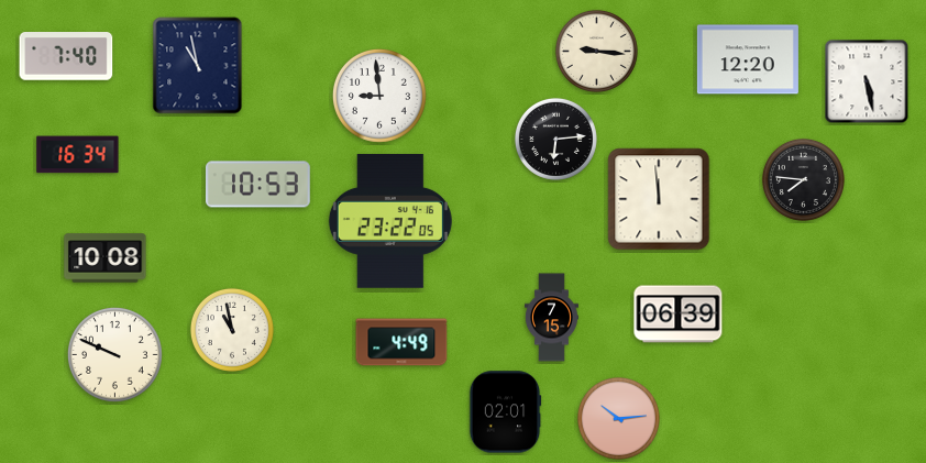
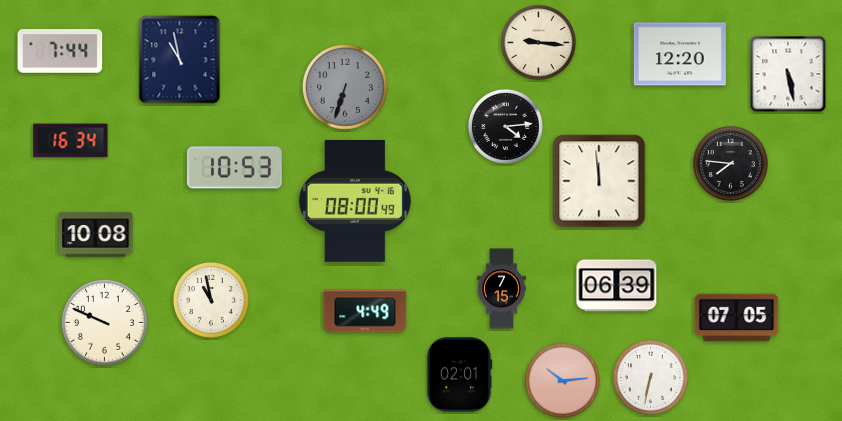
clock at (596, 51) position: (596, 51) -> (538, 42)
clock at (66, 57): 7:40 -> 7:44
clock at (379, 96): 8:59 -> 6:33
clock at (379, 96) dial: white -> grey
clock at (555, 139): 6:14 -> 4:14
clock at (390, 221): 23:22 -> 08:00
clock at (737, 318): none -> 07:05
clock at (650, 377): none -> 6:32
